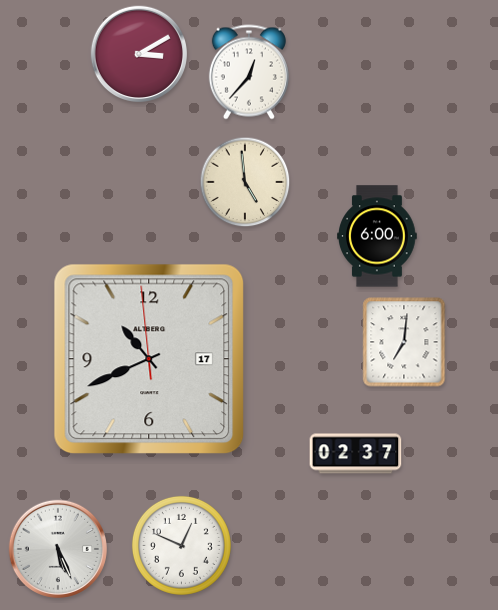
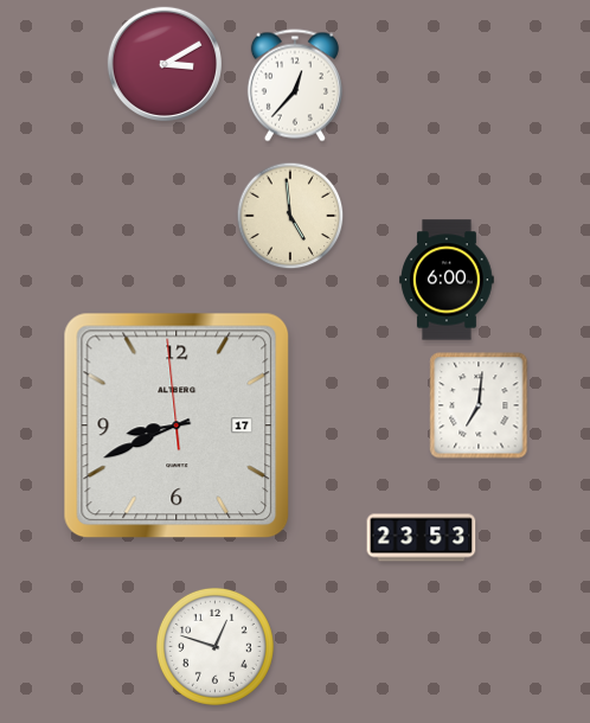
clock at (149, 359): 10:40 -> 8:40
clock at (356, 454): 02:37 -> 23:53
clock at (181, 545): 12:49 -> 12:48
clock at (58, 549): 5:26 -> none
